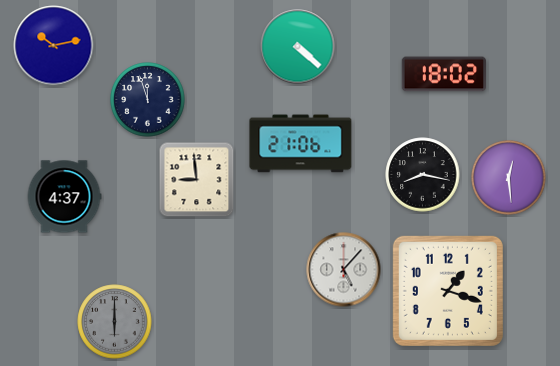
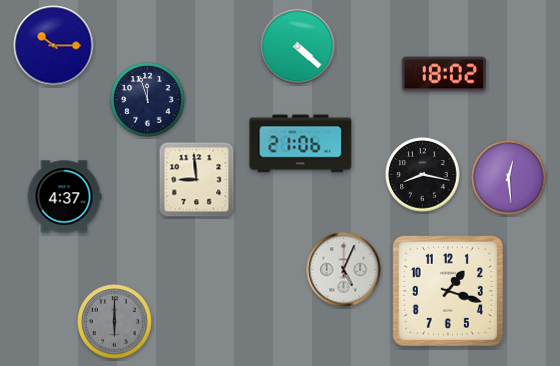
clock at (54, 46): 10:13 -> 10:15
clock at (344, 270): 5:07 -> 5:04
